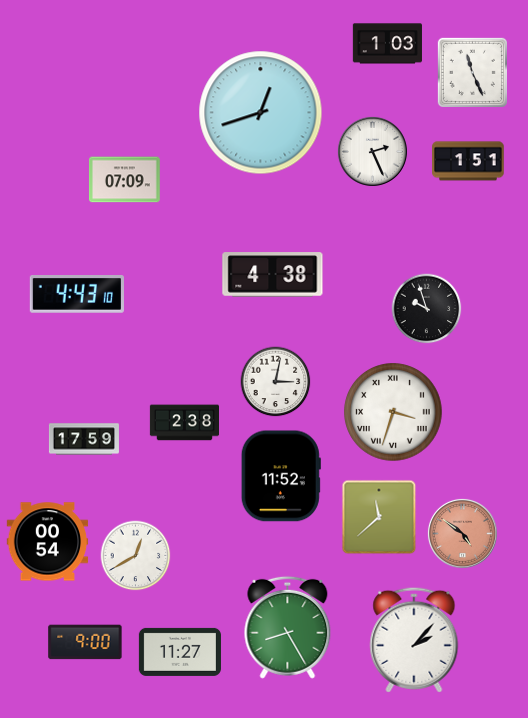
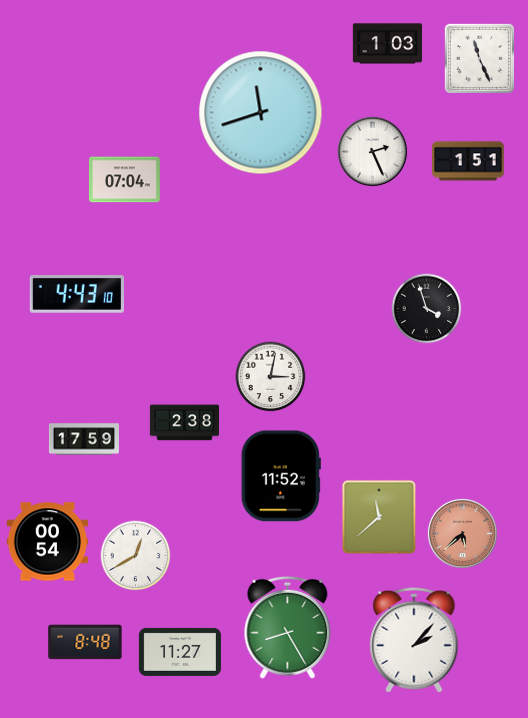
clock at (472, 72) position: (472, 72) -> (479, 58)
clock at (261, 113): 12:42 -> 11:42
clock at (124, 180): 07:09 -> 07:04
clock at (273, 275): 4:38 -> none
clock at (427, 309): 9:57 -> 3:57
clock at (276, 382) position: (276, 382) -> (271, 377)
clock at (393, 412): 3:33 -> none
clock at (462, 533): 4:51 -> 5:38
clock at (85, 642): 9:00 -> 8:48
